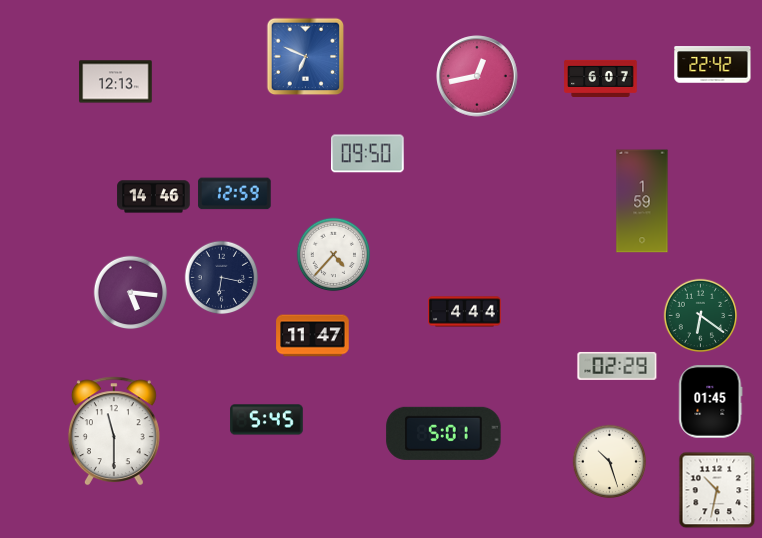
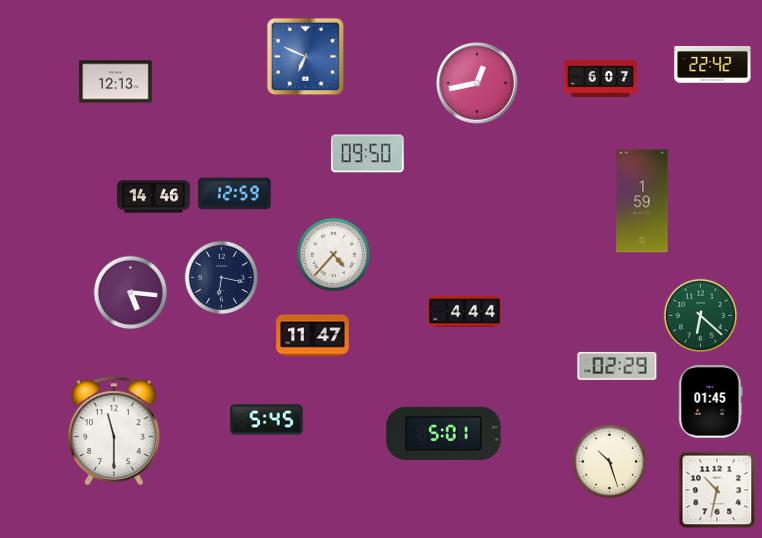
clock at (477, 76) position: (477, 76) -> (477, 83)
clock at (701, 316): 6:21 -> 6:22
